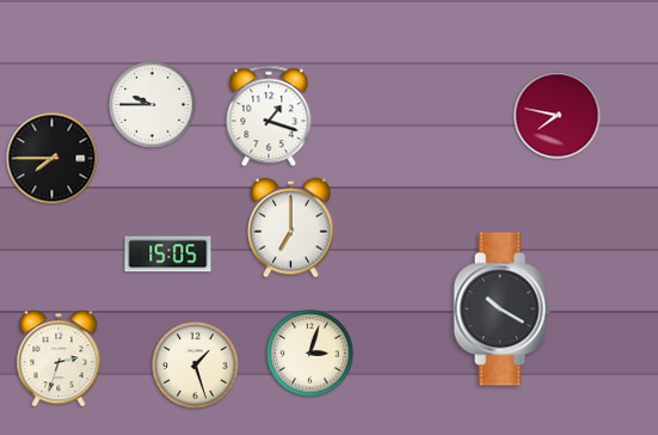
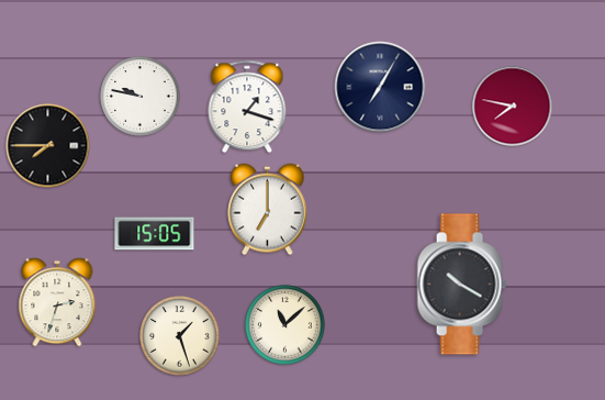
clock at (380, 87): none -> 7:05
clock at (153, 105): 9:45 -> 9:47
clock at (310, 354): 3:03 -> 11:08
clock at (59, 359) position: (59, 359) -> (57, 302)
